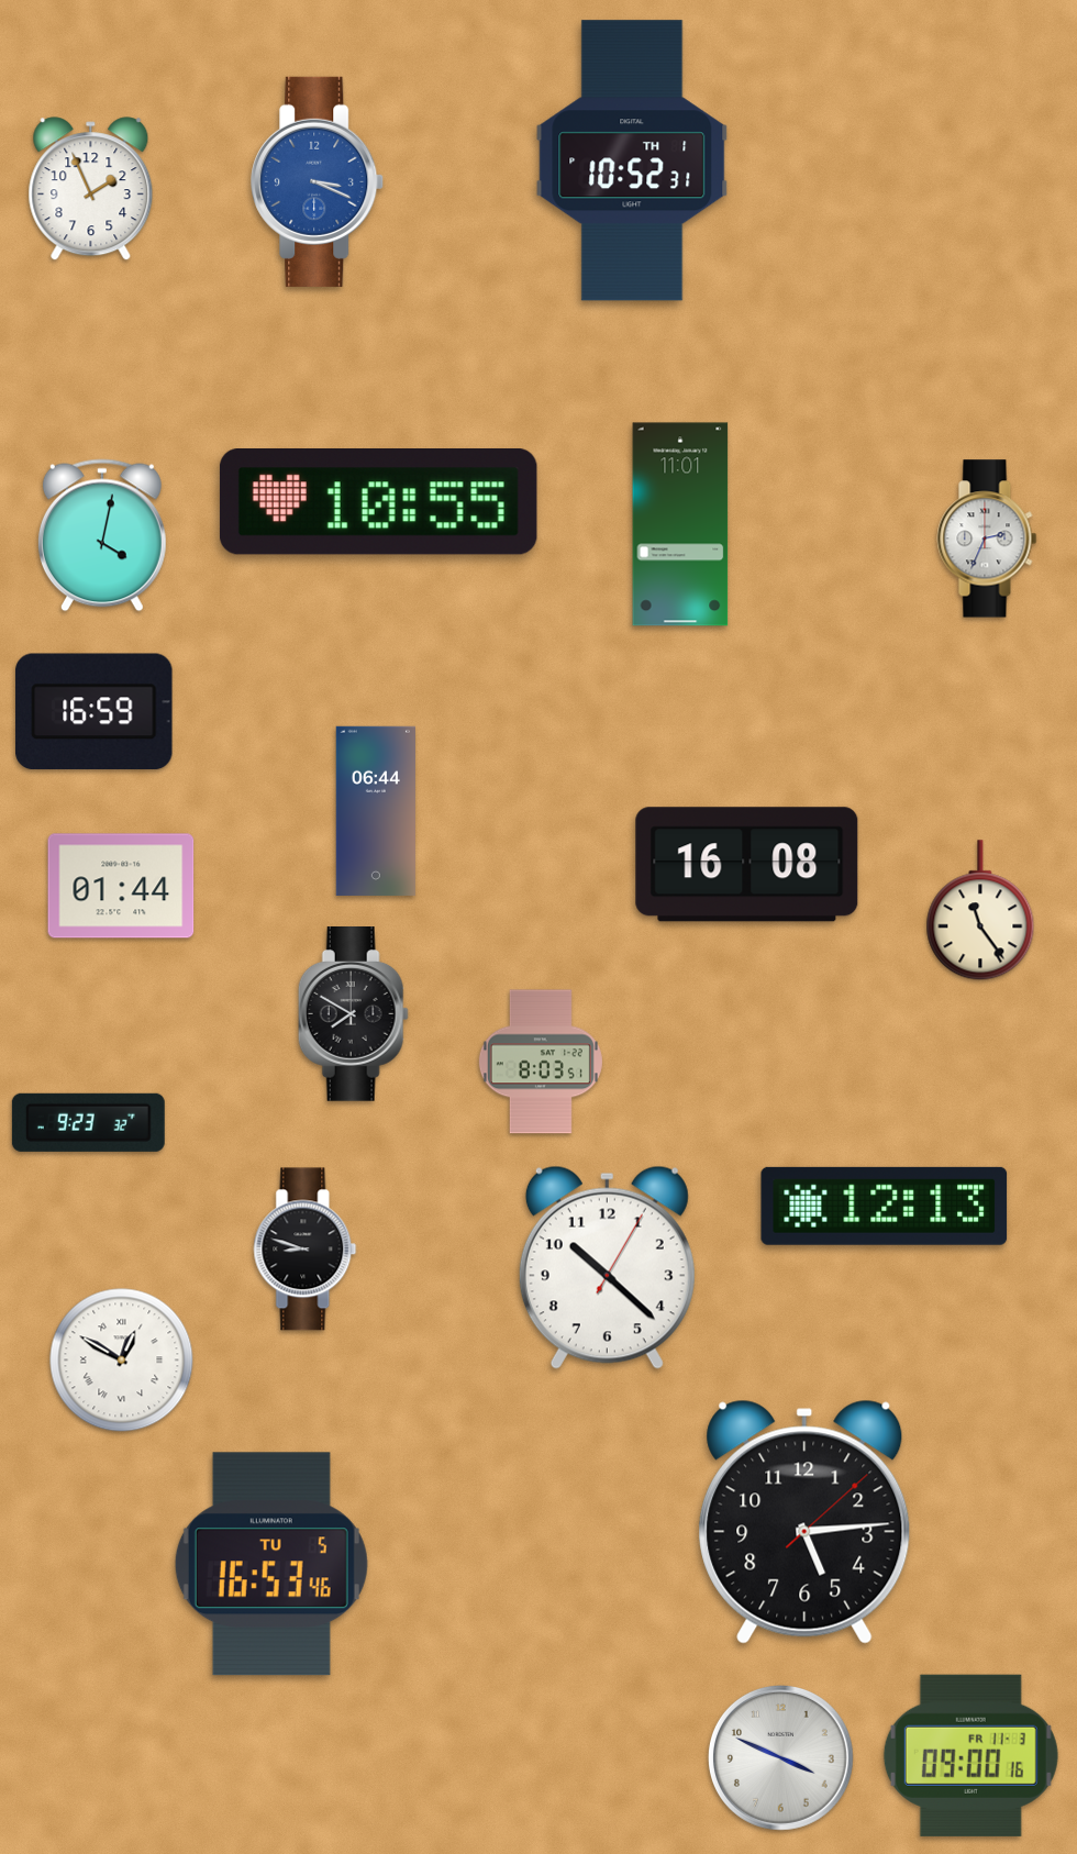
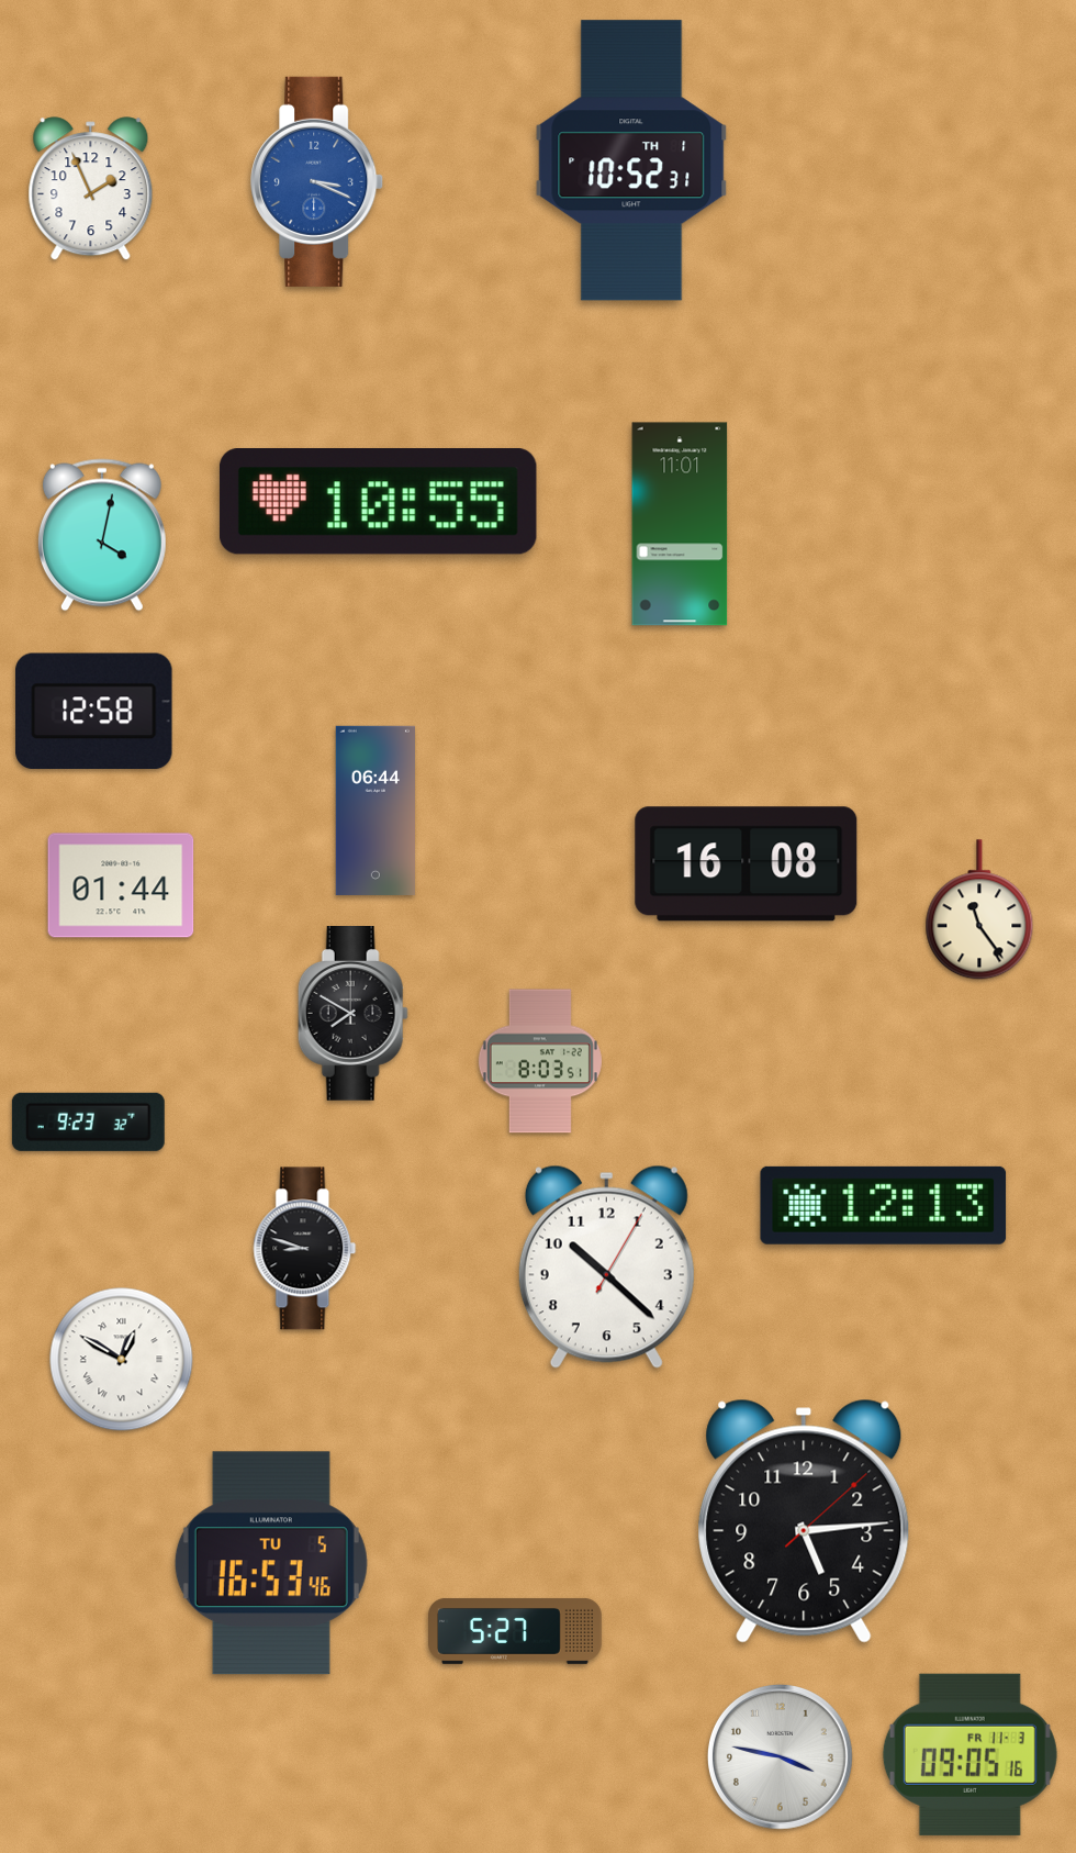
clock at (987, 539): 2:34 -> none
clock at (95, 712): 16:59 -> 12:58
clock at (516, 1631): none -> 5:27
clock at (970, 1755): 09:00 -> 09:05
clock at (780, 1757): 3:49 -> 3:47
